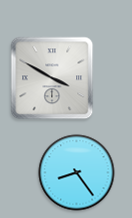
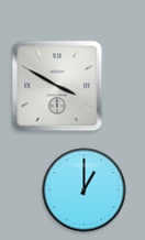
clock at (77, 173): 8:24 -> 1:00
